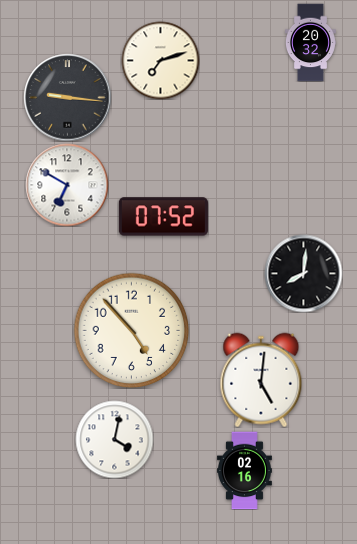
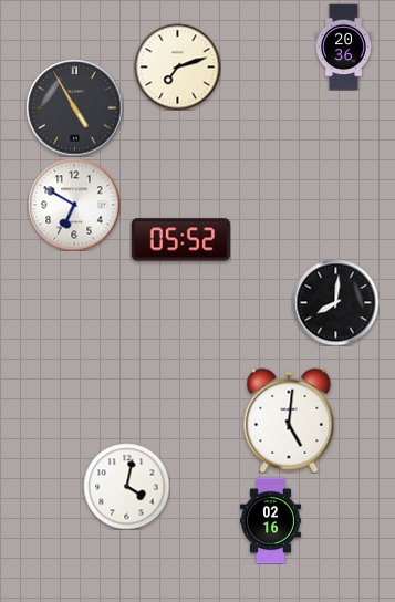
clock at (310, 42): 20:32 -> 20:36
clock at (67, 97): 9:16 -> 4:55
clock at (163, 217): 07:52 -> 05:52
clock at (131, 330): 4:53 -> none
